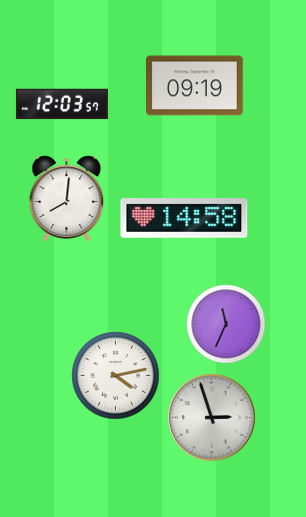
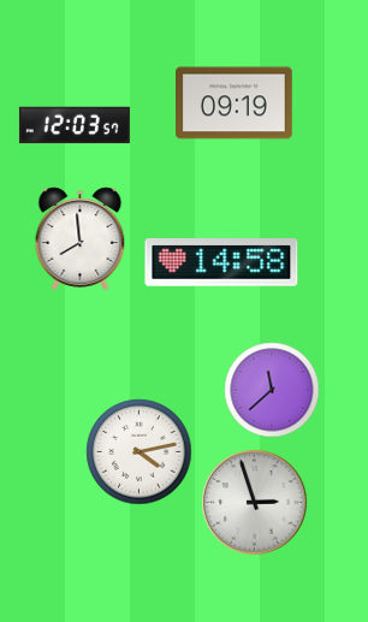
clock at (67, 198): 8:01 -> 7:59
clock at (226, 324): 11:34 -> 11:38
